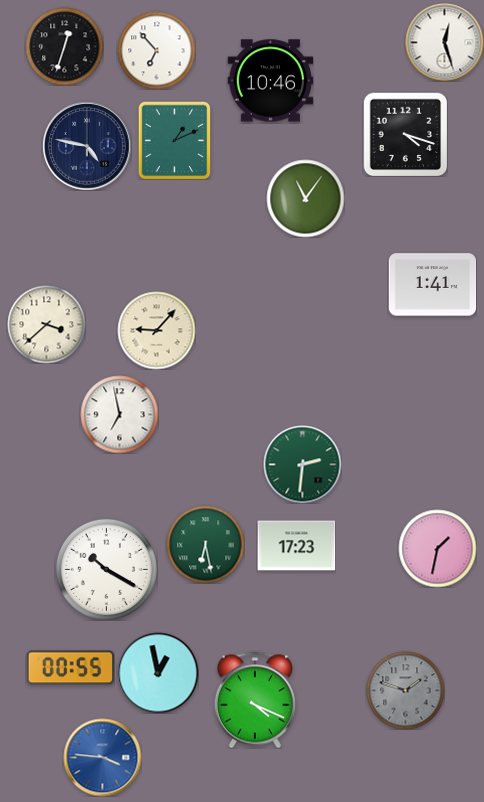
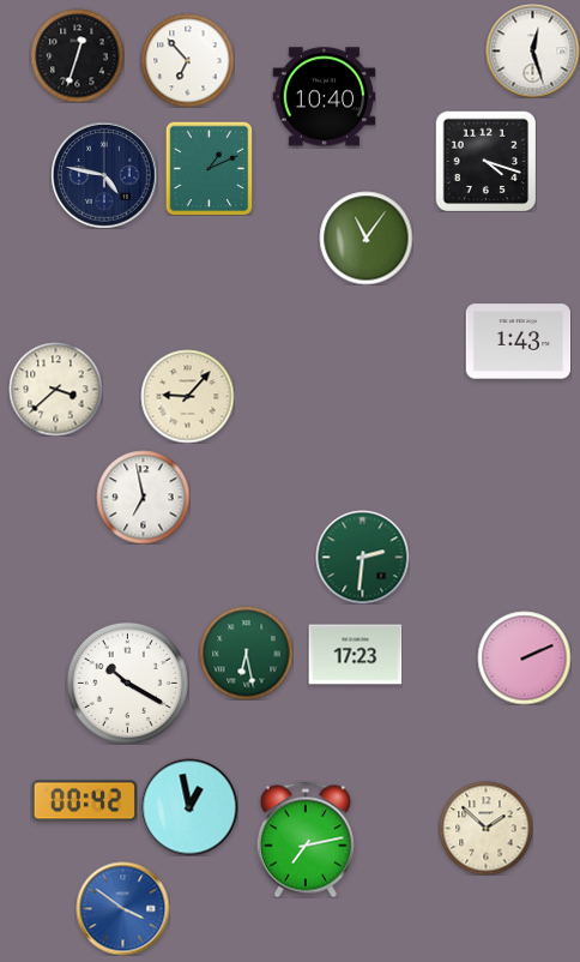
clock at (270, 81): 10:46 -> 10:40
clock at (432, 285): 1:41 -> 1:43
clock at (437, 548): 1:32 -> 2:11
clock at (70, 668): 00:55 -> 00:42
clock at (405, 690): 1:48 -> 1:52
clock at (405, 690) dial: grey -> cream
clock at (255, 700): 4:19 -> 7:13
clock at (102, 757): 3:46 -> 3:51
